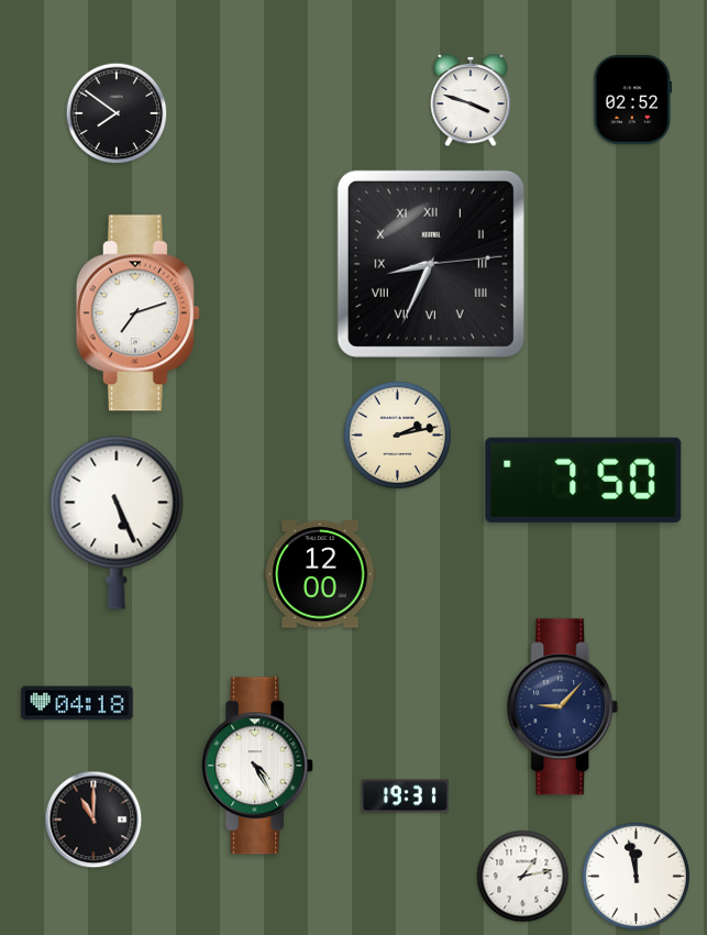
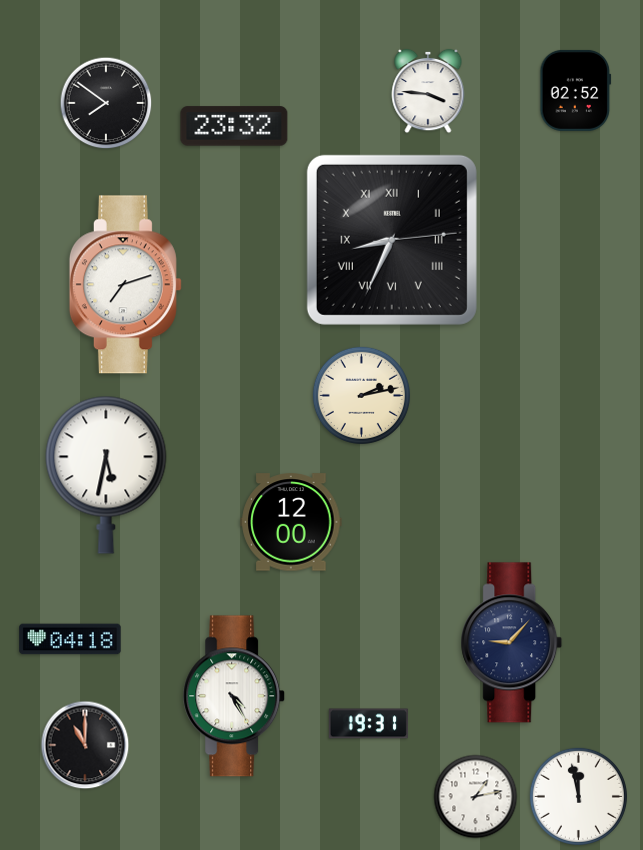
clock at (471, 100): 3:48 -> 3:46
clock at (234, 126): none -> 23:32
clock at (584, 480): 7:50 -> none
clock at (117, 522): 5:26 -> 5:32
